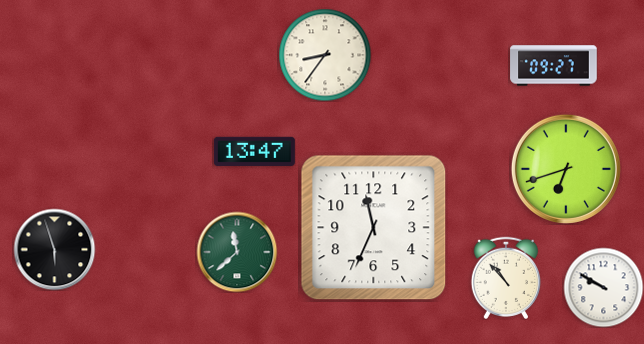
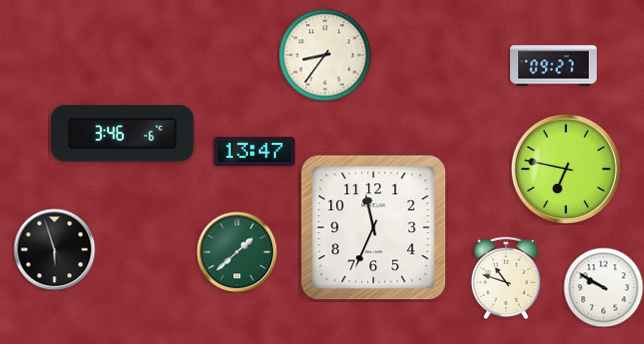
clock at (123, 134): none -> 3:46
clock at (566, 169): 6:42 -> 6:47
clock at (237, 252): 11:38 -> 1:38
clock at (505, 278): 10:53 -> 10:48
